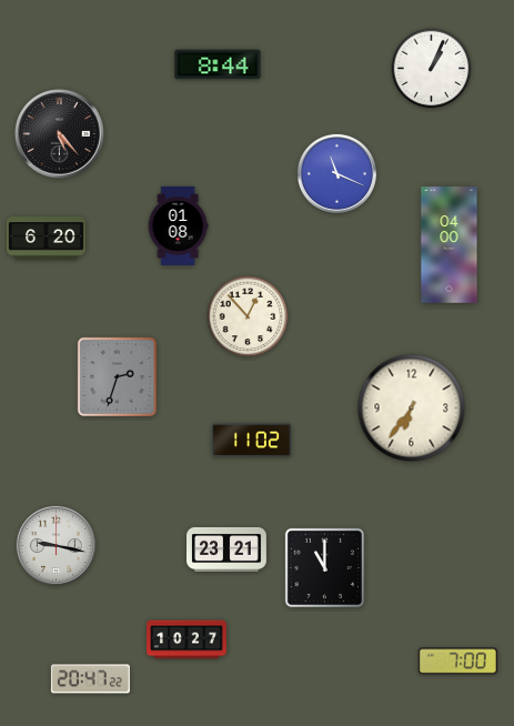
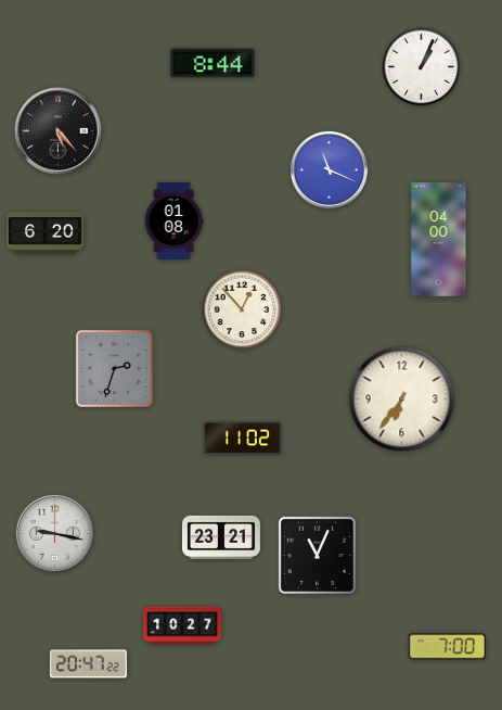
clock at (251, 441) position: (251, 441) -> (242, 439)
clock at (324, 567): 11:00 -> 11:04
